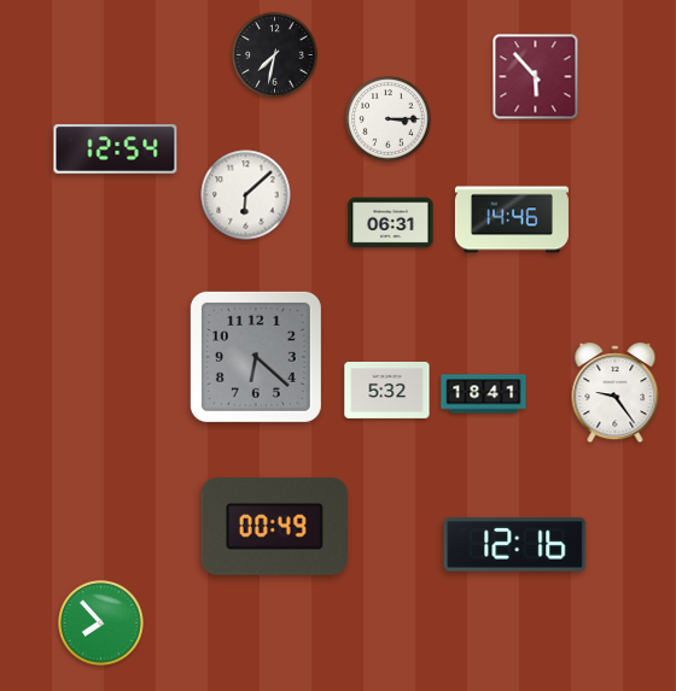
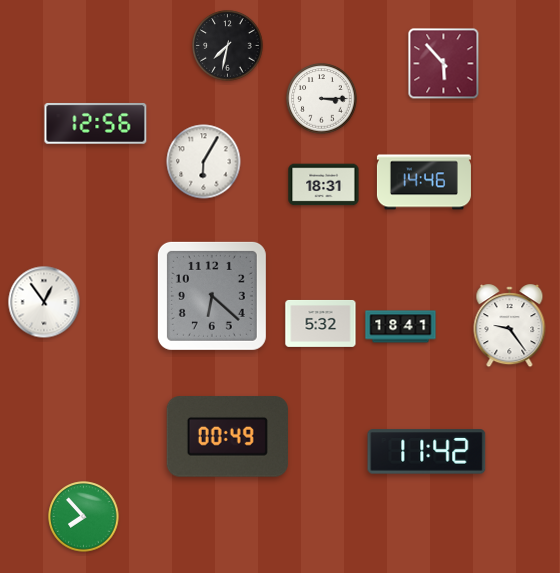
clock at (116, 148): 12:54 -> 12:56
clock at (246, 195): 6:08 -> 6:05
clock at (391, 223): 06:31 -> 18:31
clock at (44, 302): none -> 12:54
clock at (515, 545): 12:16 -> 11:42
